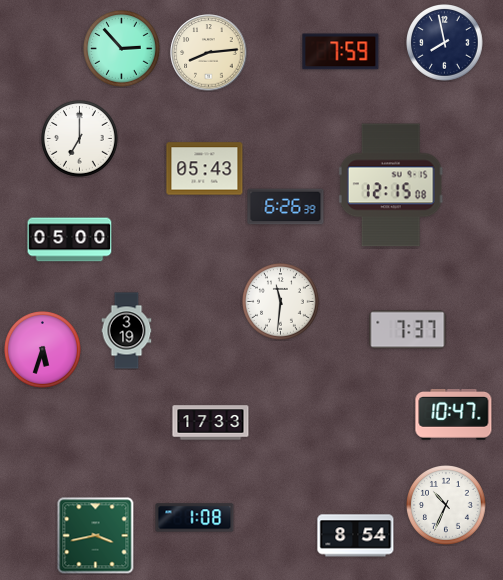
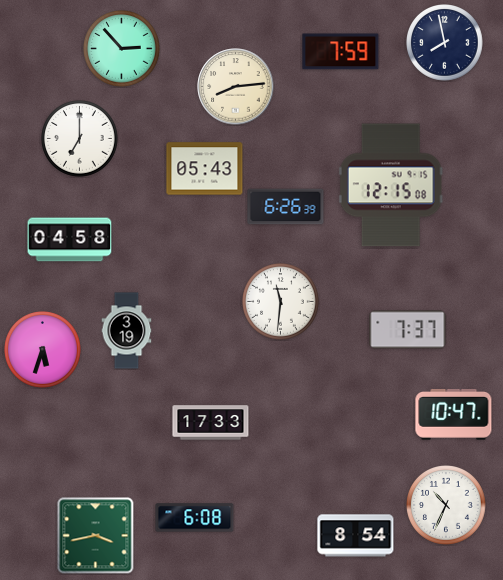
clock at (209, 53) position: (209, 53) -> (236, 87)
clock at (70, 240): 05:00 -> 04:58
clock at (195, 518): 1:08 -> 6:08
